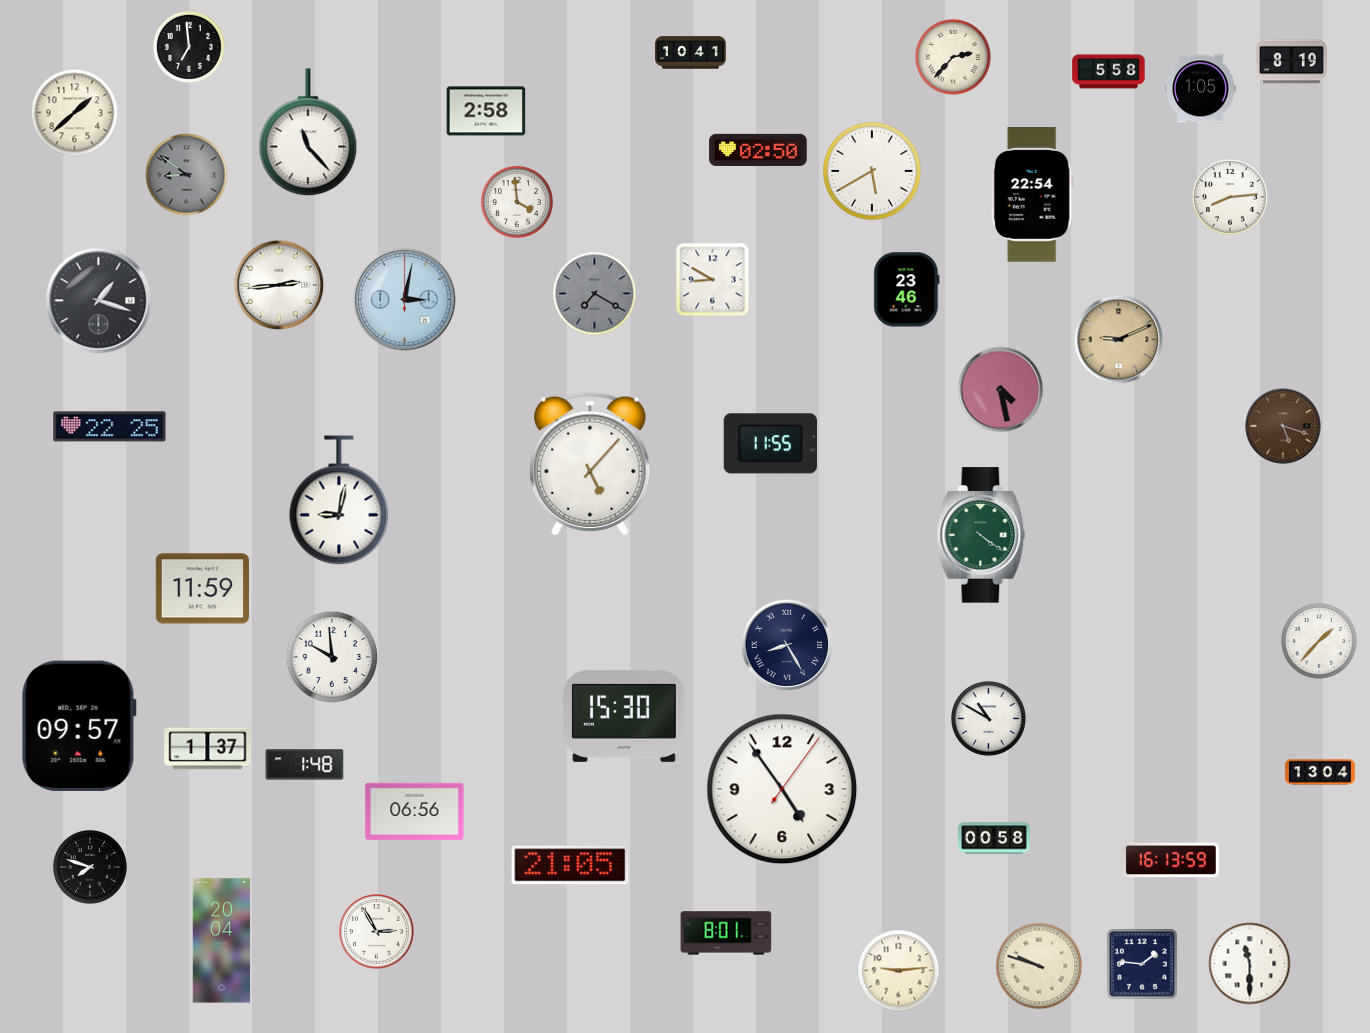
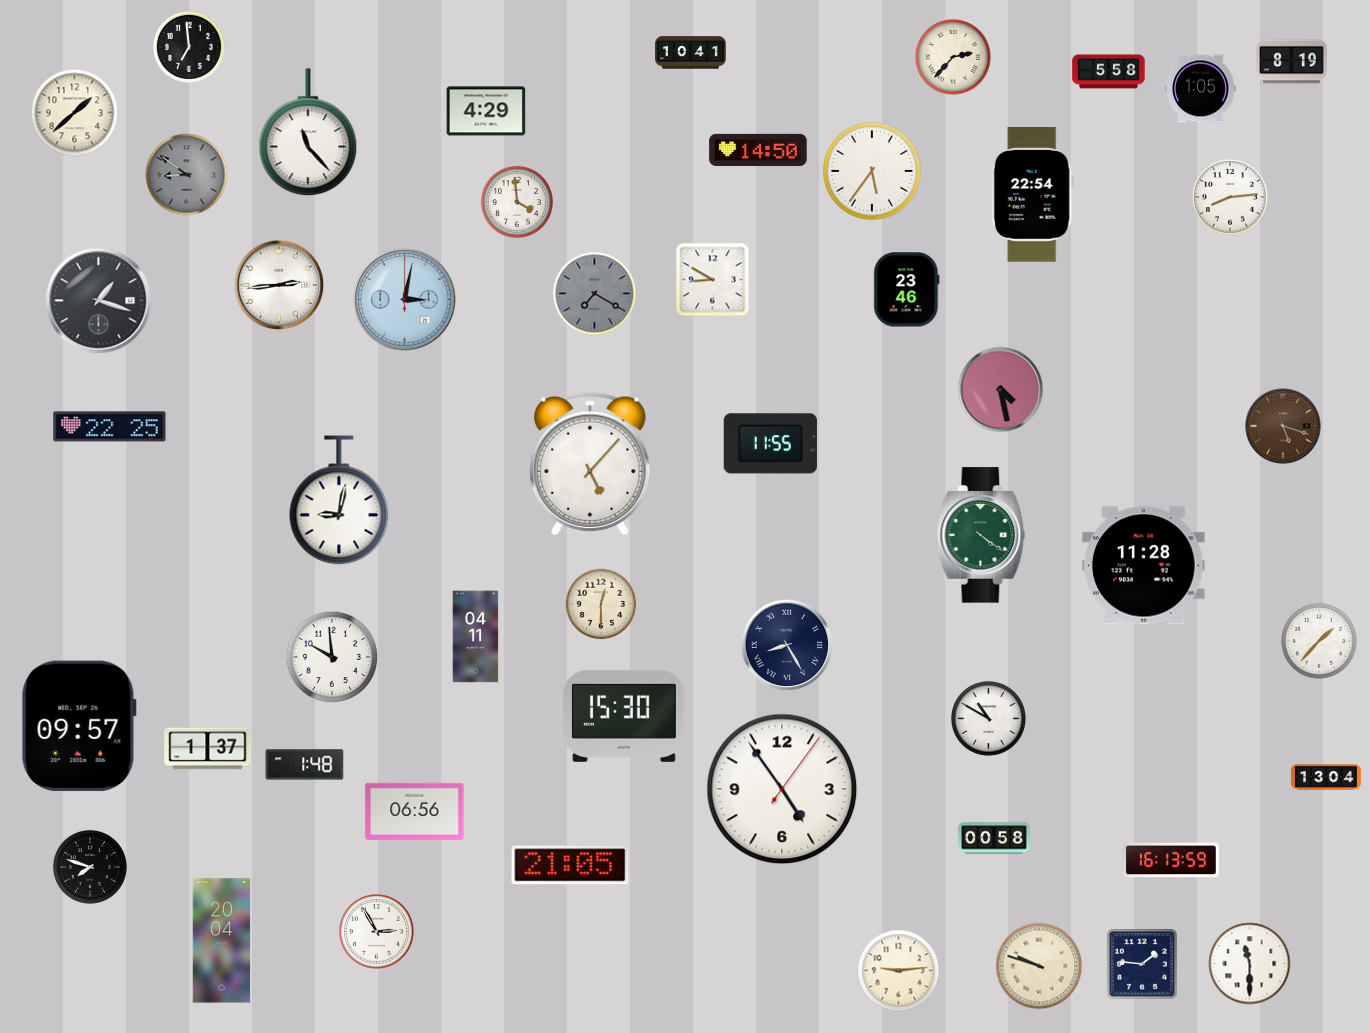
clock at (486, 111): 2:58 -> 4:29
clock at (758, 150): 02:50 -> 14:50
clock at (872, 171): 5:40 -> 5:36
clock at (1119, 340): 9:11 -> none
clock at (1144, 566): none -> 11:28
clock at (202, 589): 11:59 -> none
clock at (601, 604): none -> 12:30
clock at (476, 637): none -> 04:11
clock at (1320, 772) position: (1320, 772) -> (1326, 777)
clock at (726, 933): 8:01 -> none
